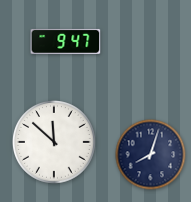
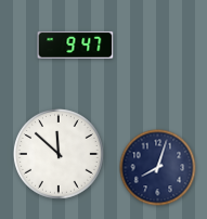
clock at (66, 41) position: (66, 41) -> (76, 44)
clock at (151, 155) position: (151, 155) -> (158, 168)
